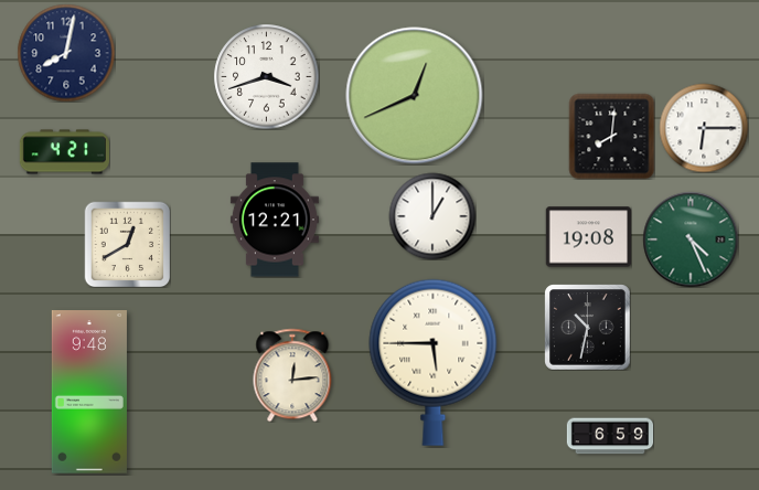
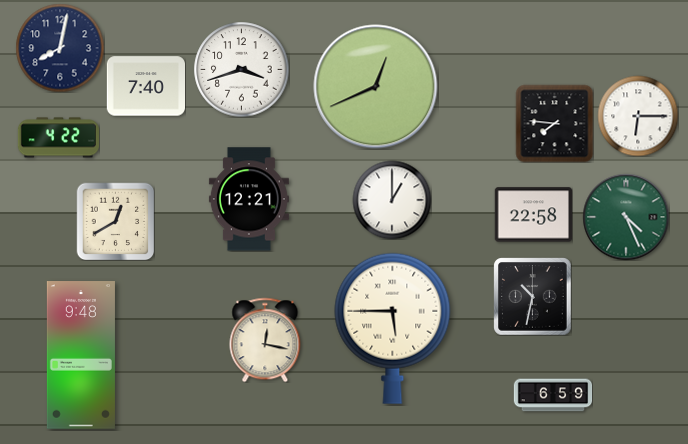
clock at (145, 86): none -> 7:40
clock at (611, 136): 8:01 -> 7:46
clock at (64, 152): 4:21 -> 4:22
clock at (432, 216) position: (432, 216) -> (392, 200)
clock at (588, 237): 19:08 -> 22:58
clock at (292, 375): 12:14 -> 12:17
